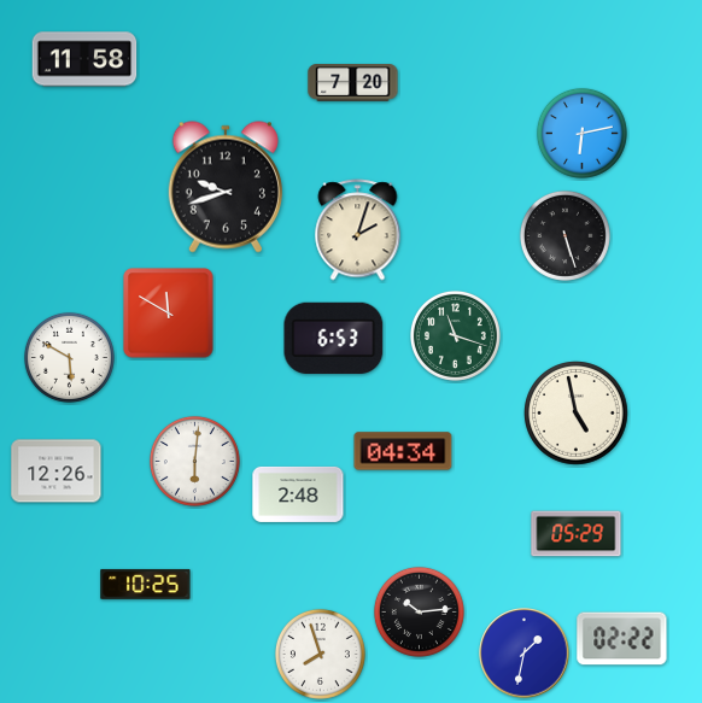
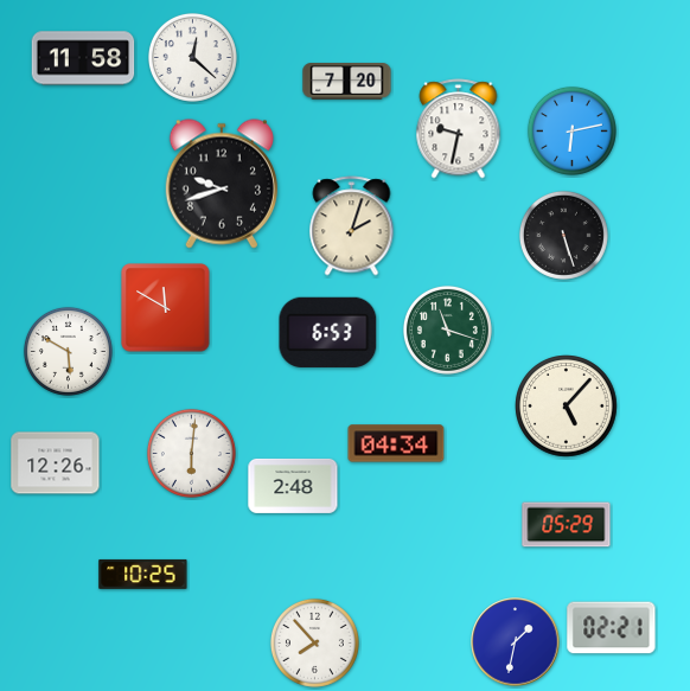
clock at (192, 57): none -> 12:22
clock at (459, 129): none -> 9:32
clock at (564, 235) position: (564, 235) -> (563, 235)
clock at (577, 414): 4:58 -> 5:07
clock at (419, 611): 10:14 -> none
clock at (622, 639): 02:22 -> 02:21
clock at (320, 654): 7:57 -> 7:53
